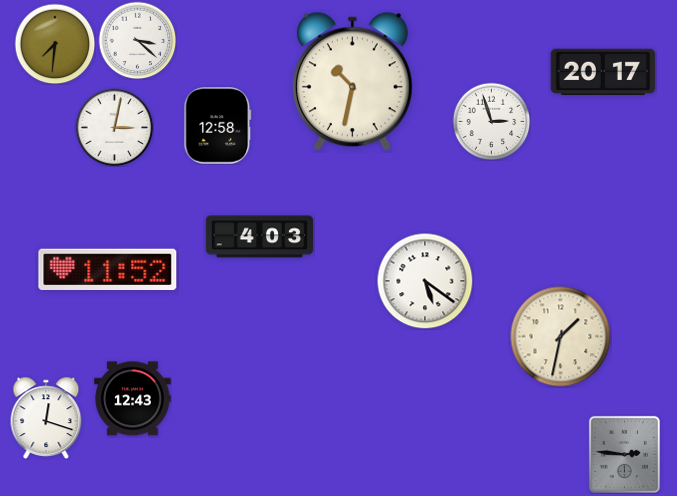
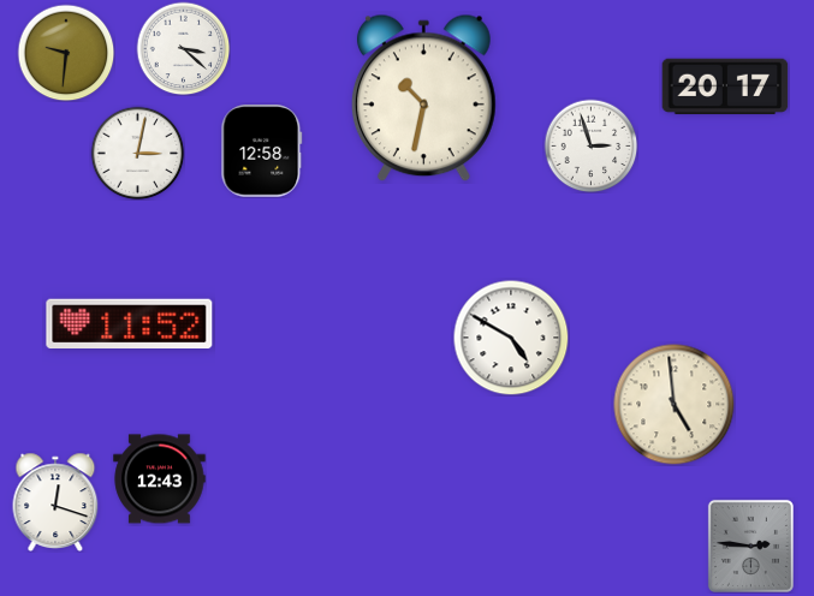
clock at (137, 40) position: (137, 40) -> (183, 48)
clock at (55, 44): 7:31 -> 9:31
clock at (260, 237): 4:03 -> none
clock at (425, 281): 5:21 -> 4:50
clock at (561, 337): 1:32 -> 4:59
